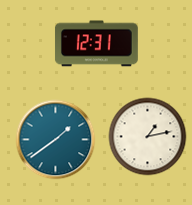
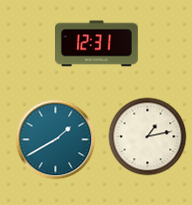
clock at (55, 139): 1:39 -> 1:40
